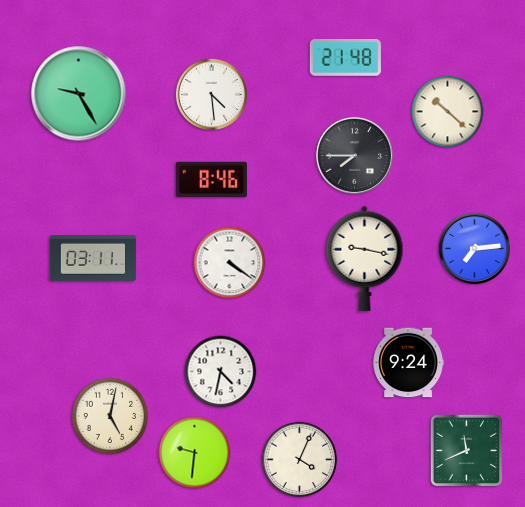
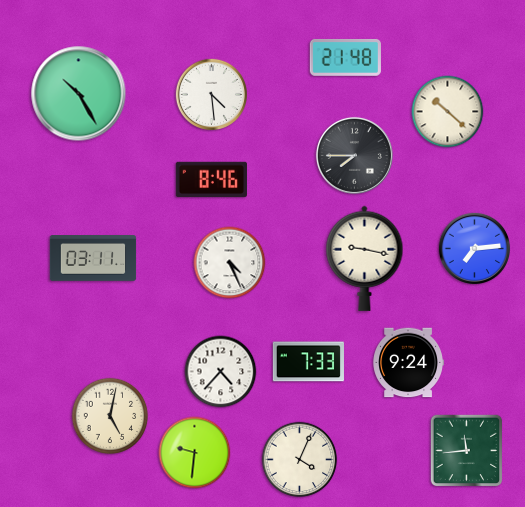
clock at (79, 94): 9:25 -> 10:25
clock at (230, 263): 4:21 -> 4:26
clock at (308, 362): none -> 7:33
clock at (221, 372): 4:32 -> 4:37
clock at (467, 451): 11:41 -> 11:44
